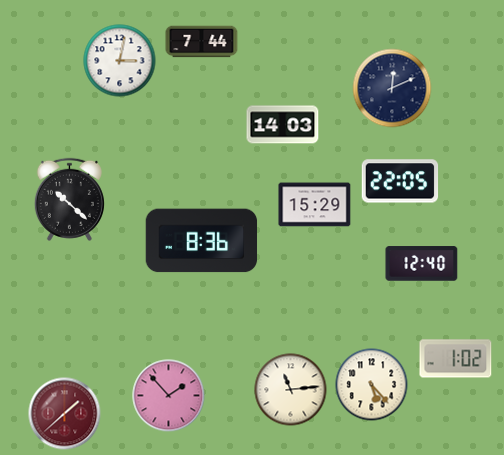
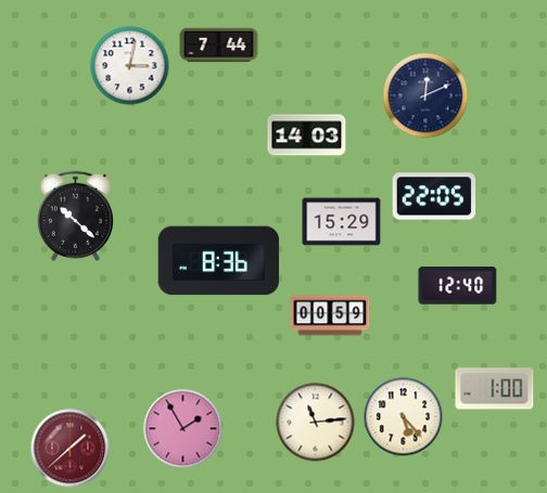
clock at (330, 315): none -> 00:59
clock at (456, 359): 1:02 -> 1:00
clock at (169, 396): 1:53 -> 1:55
